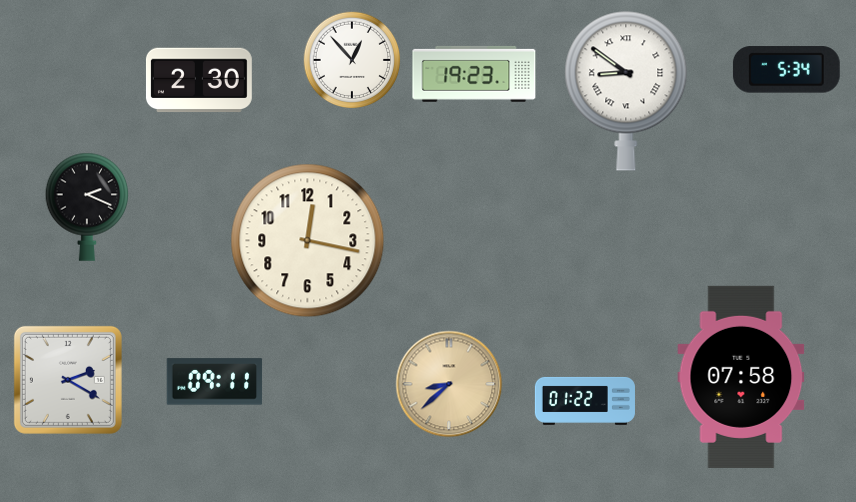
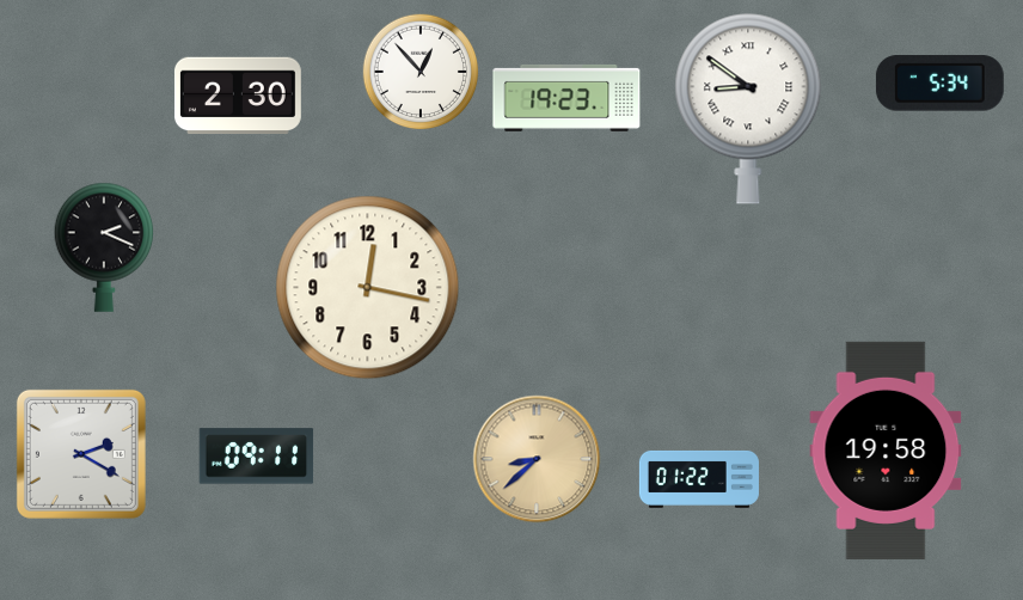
clock at (474, 74) position: (474, 74) -> (566, 98)
clock at (741, 377): 07:58 -> 19:58
